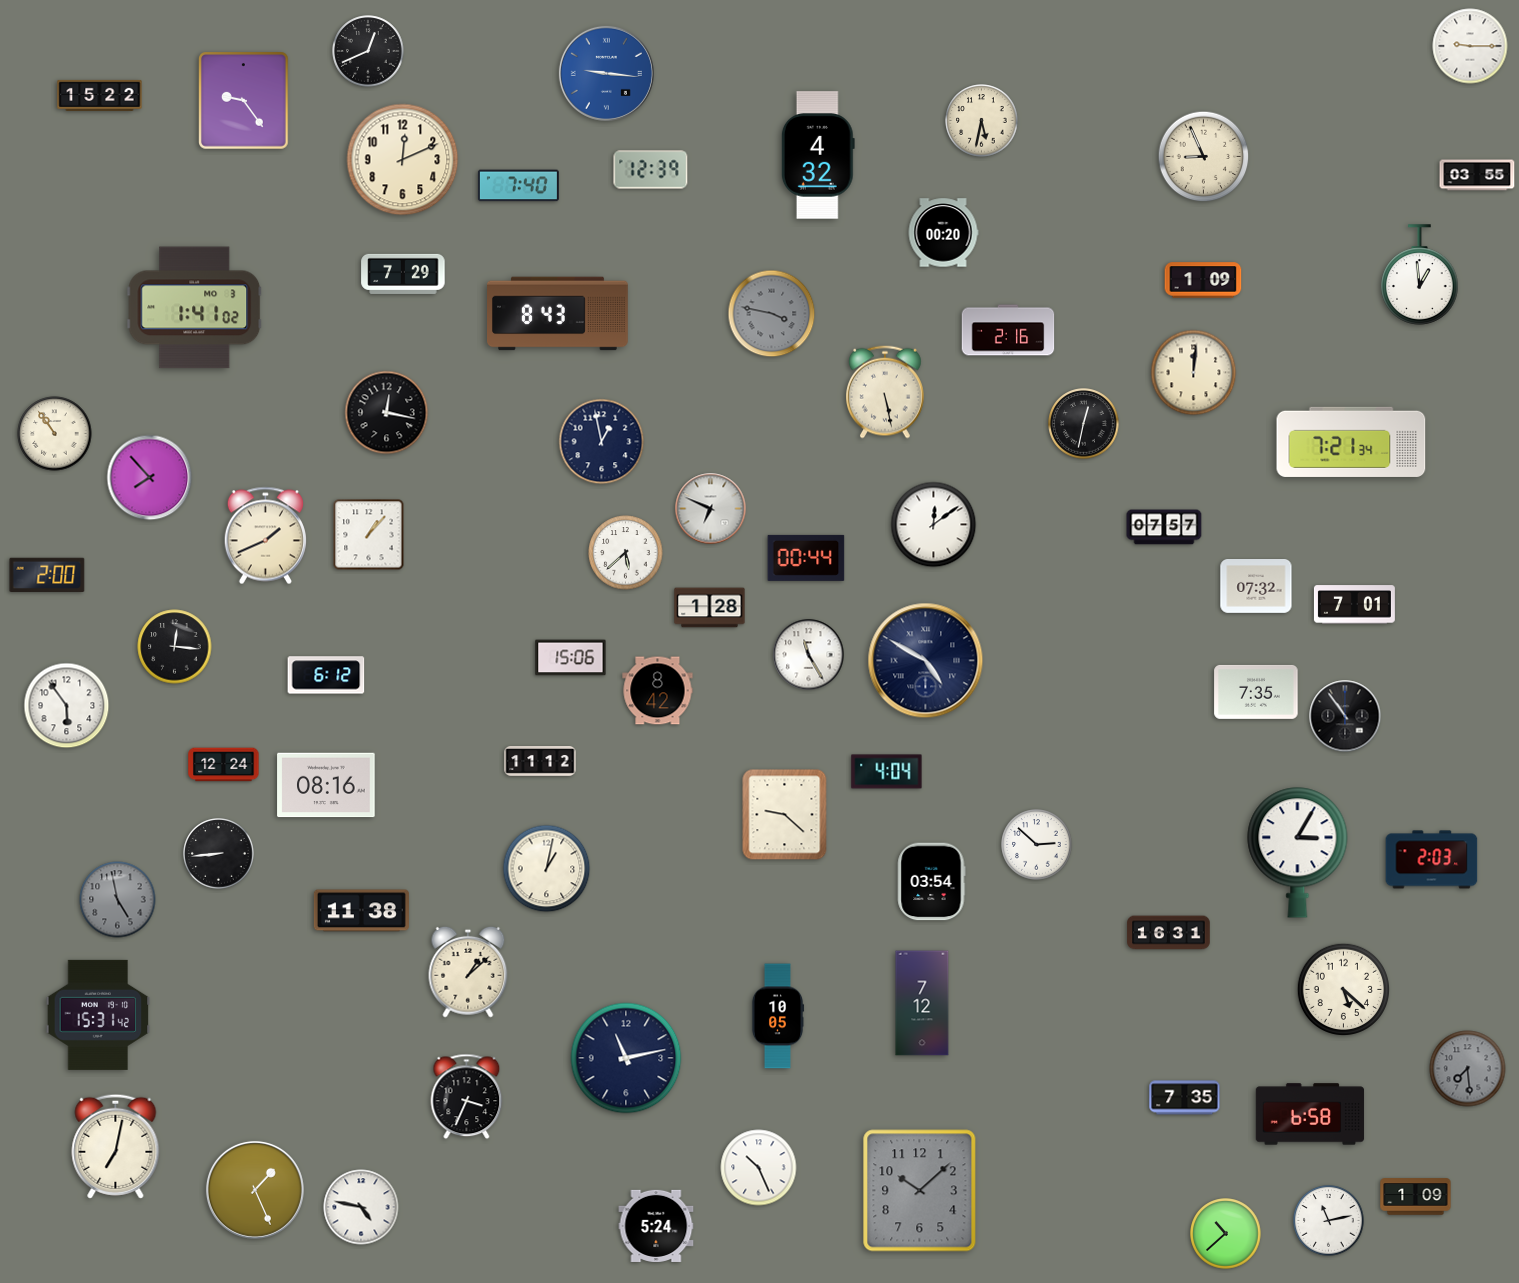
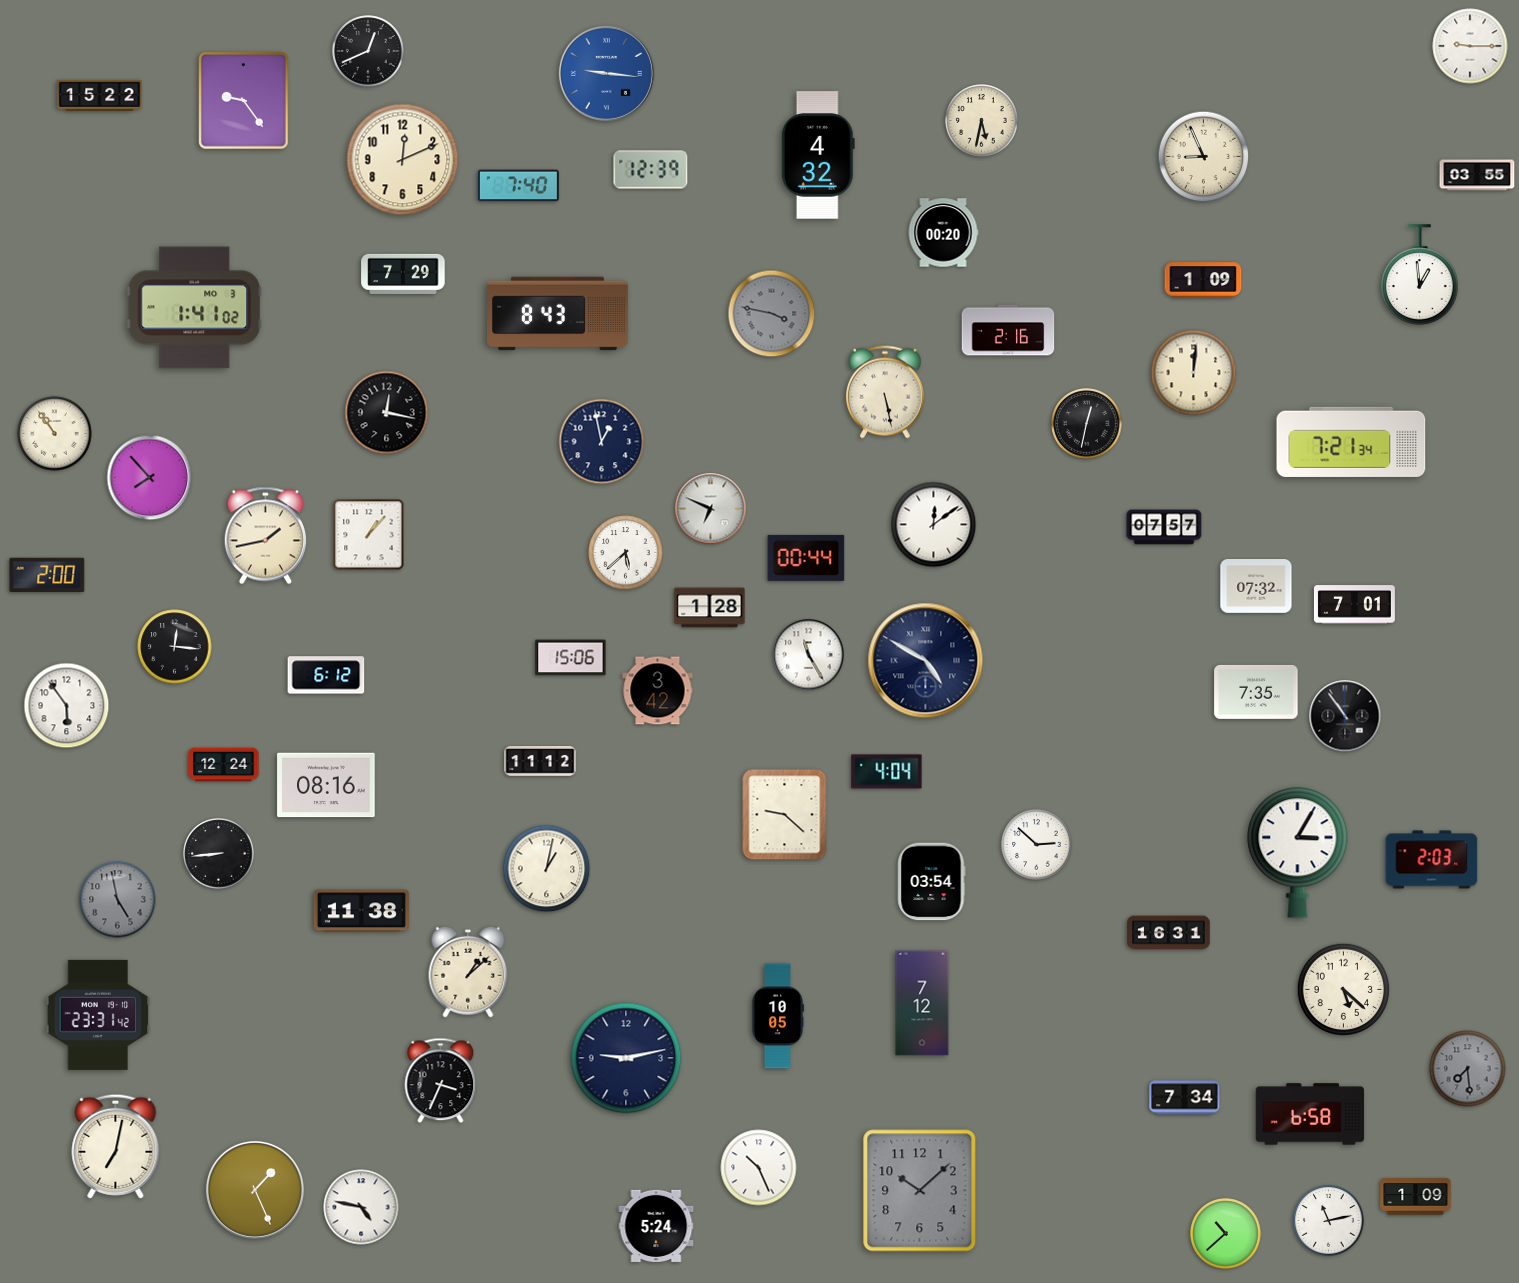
clock at (1084, 424) position: (1084, 424) -> (1087, 424)
clock at (265, 536): 1:41 -> 1:43
clock at (658, 691): 8:42 -> 3:42
clock at (98, 1015): 15:31 -> 23:31
clock at (626, 1058): 11:13 -> 9:13
clock at (467, 1097) position: (467, 1097) -> (441, 1081)
clock at (1185, 1098): 7:35 -> 7:34
